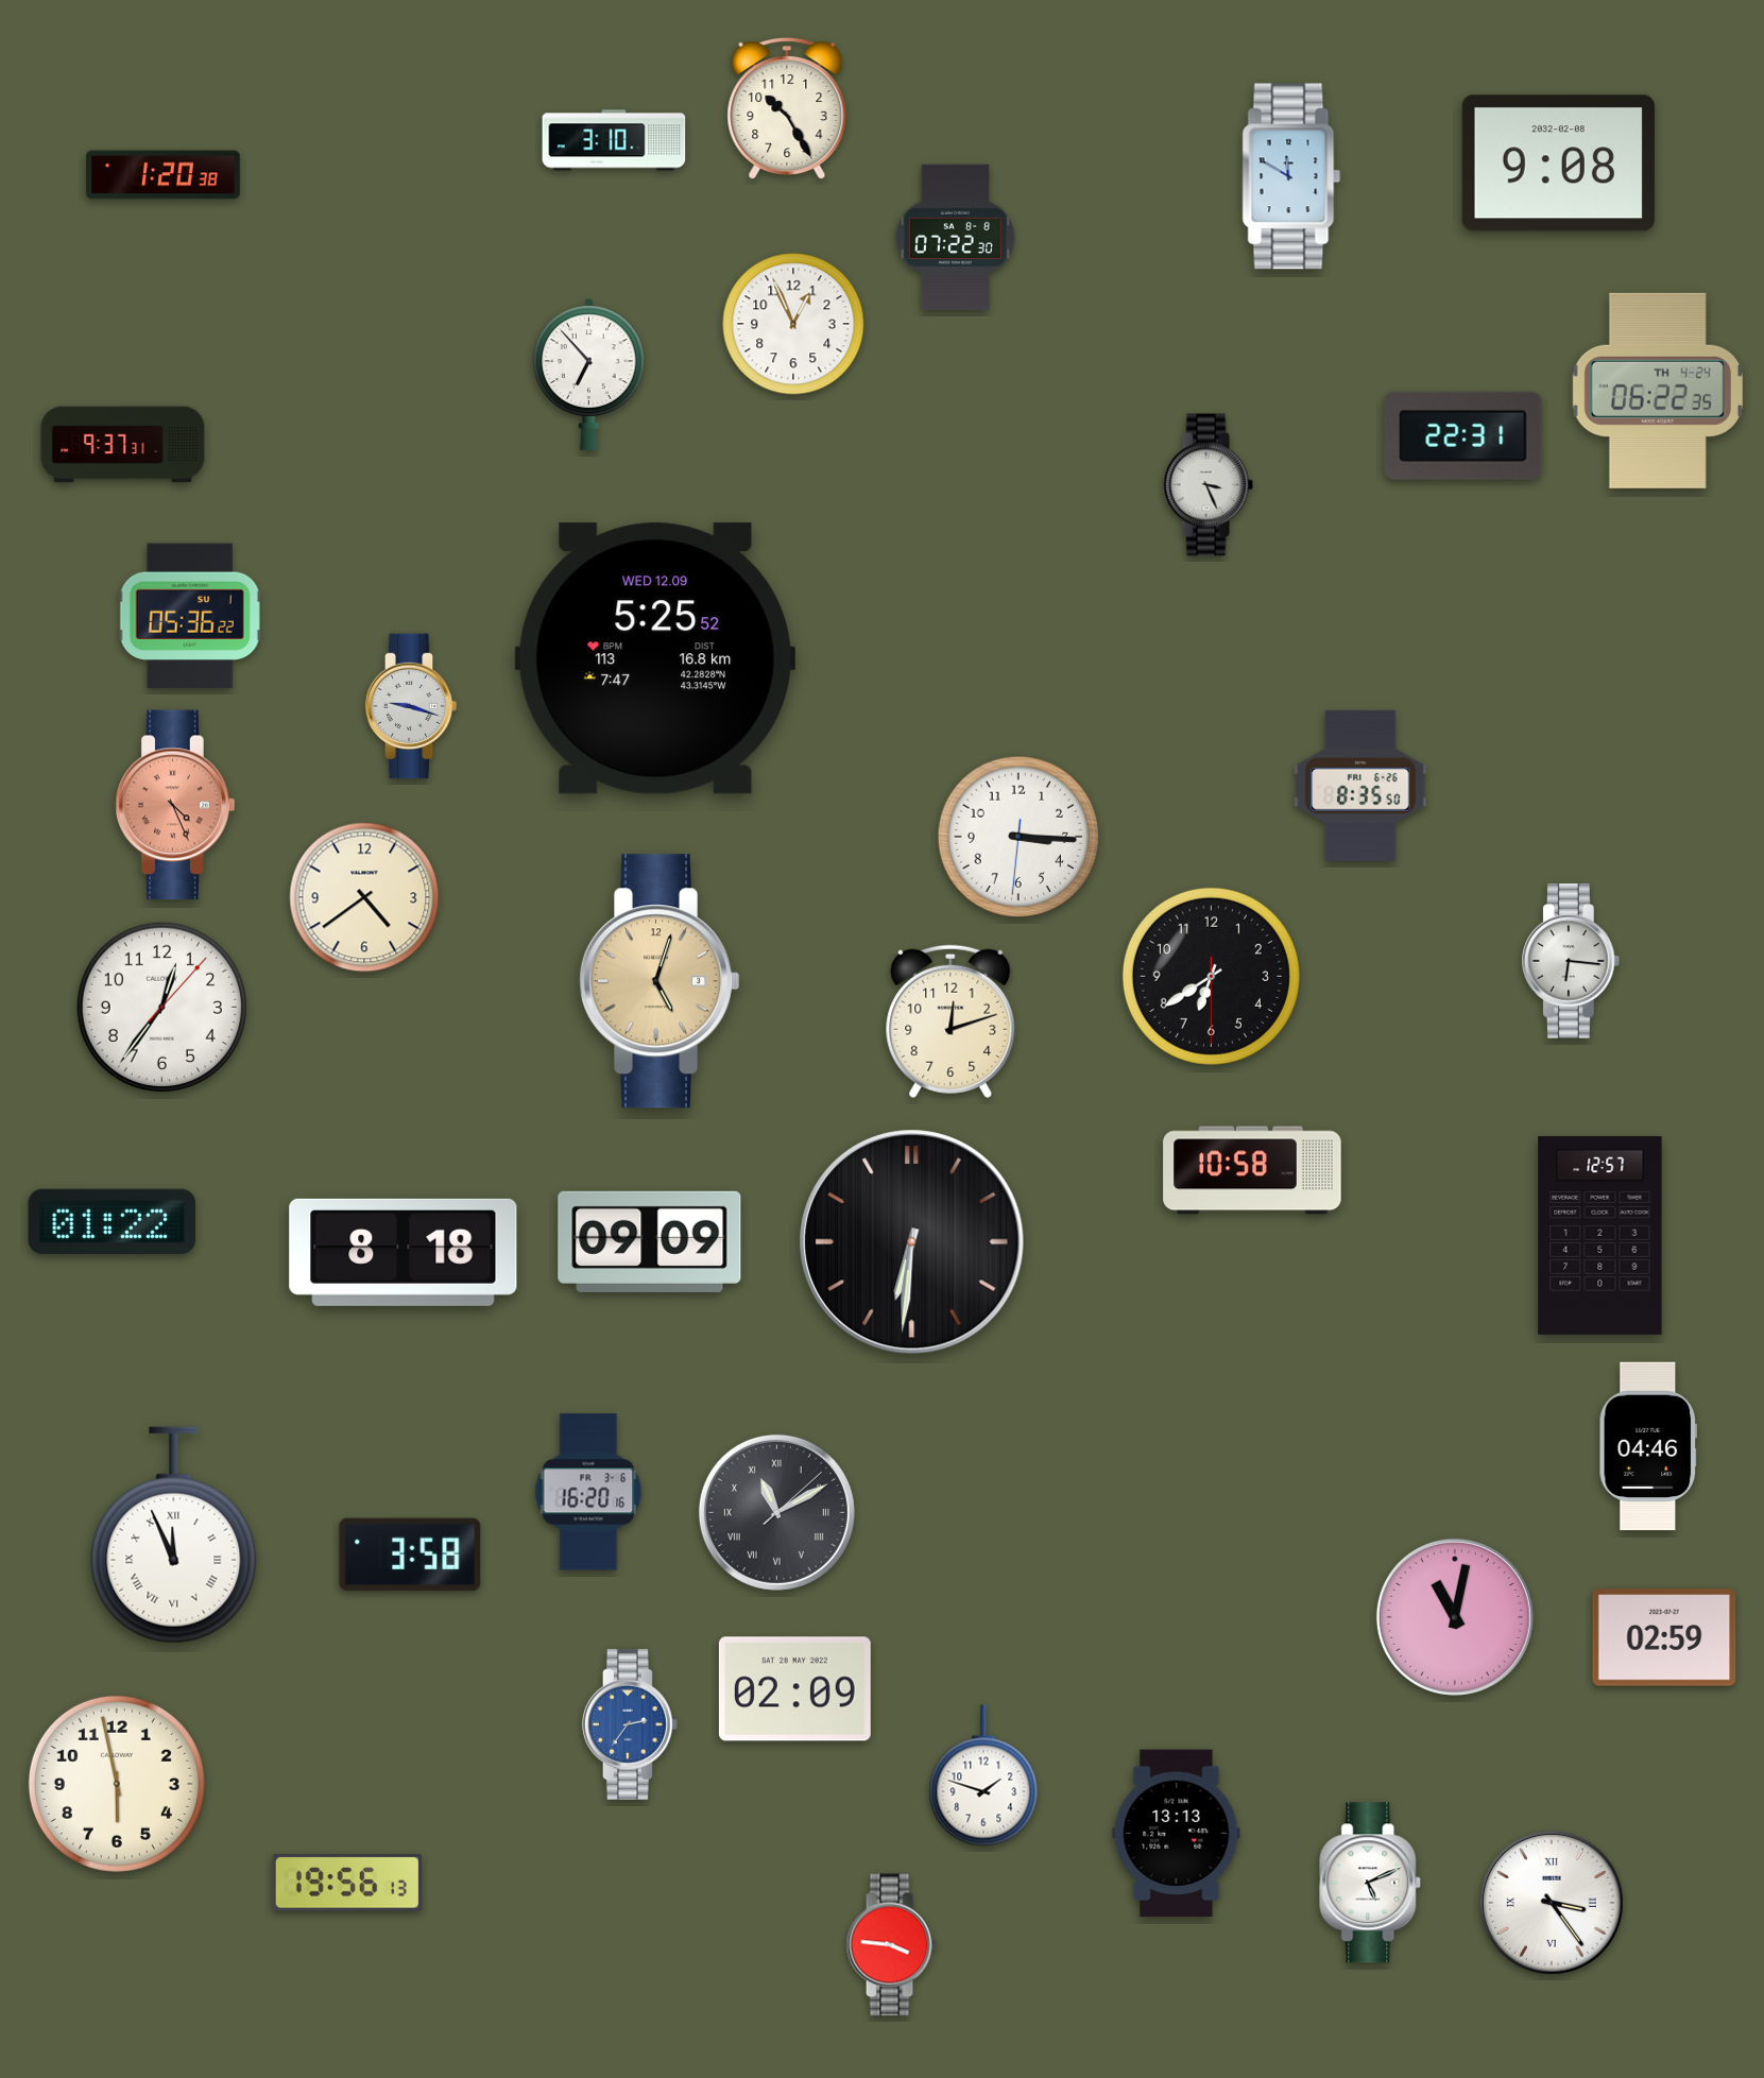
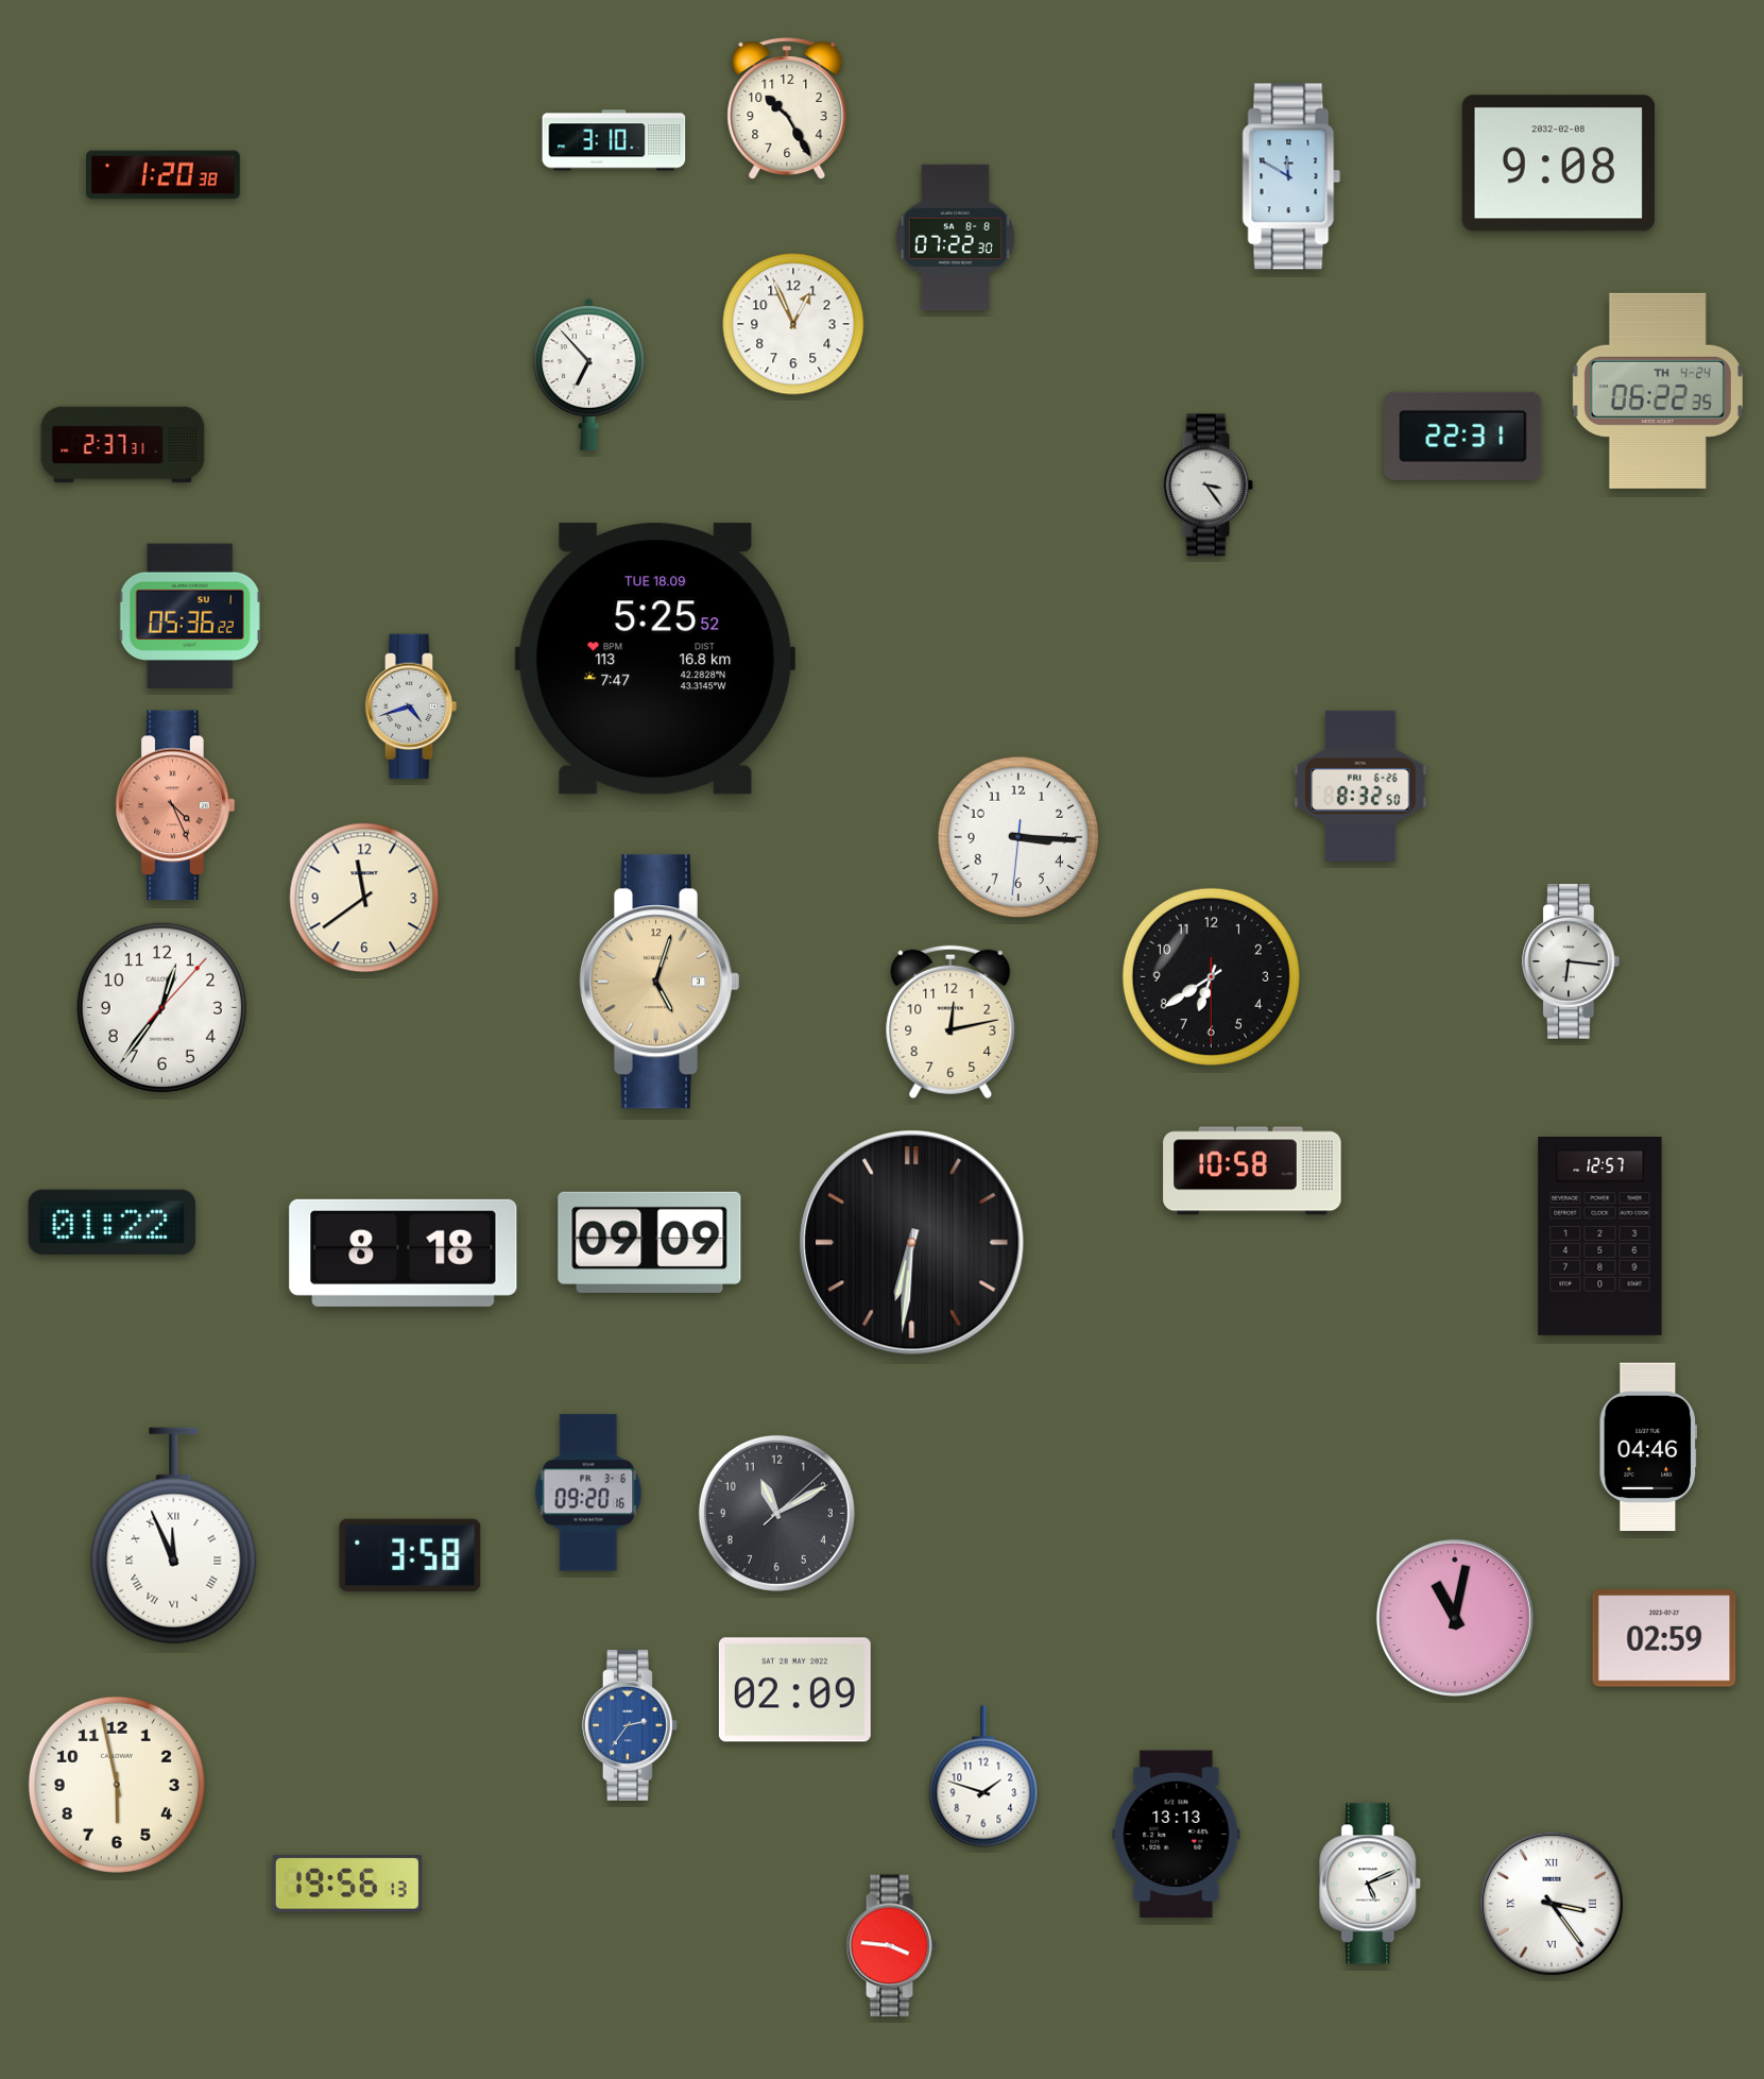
clock at (123, 445): 9:37 -> 2:37
clock at (1208, 485): 3:26 -> 3:24
clock at (654, 658) date: WED 12.09 -> TUE 18.09
clock at (411, 706): 9:18 -> 4:42
clock at (1360, 786): 8:35 -> 8:32
clock at (364, 897): 4:39 -> 11:39
clock at (950, 1021): 12:12 -> 12:13
clock at (588, 1492): 16:20 -> 09:20
clock at (776, 1512) numerals: Roman -> Arabic
